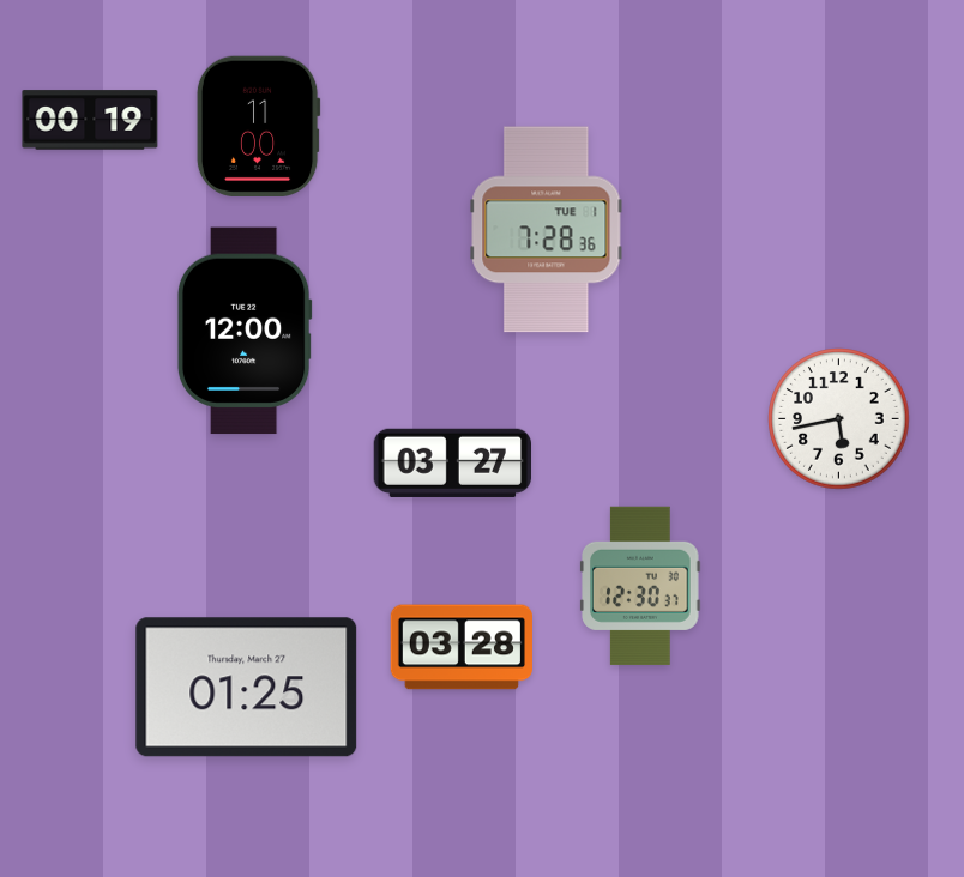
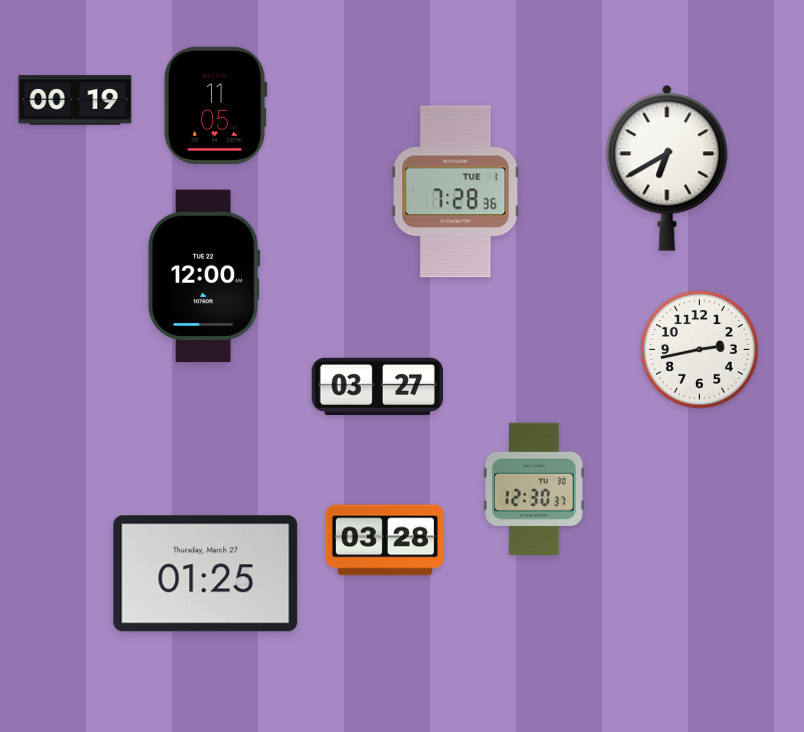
clock at (258, 126): 11:00 -> 11:05
clock at (667, 168): none -> 6:40
clock at (839, 419): 5:43 -> 2:43
